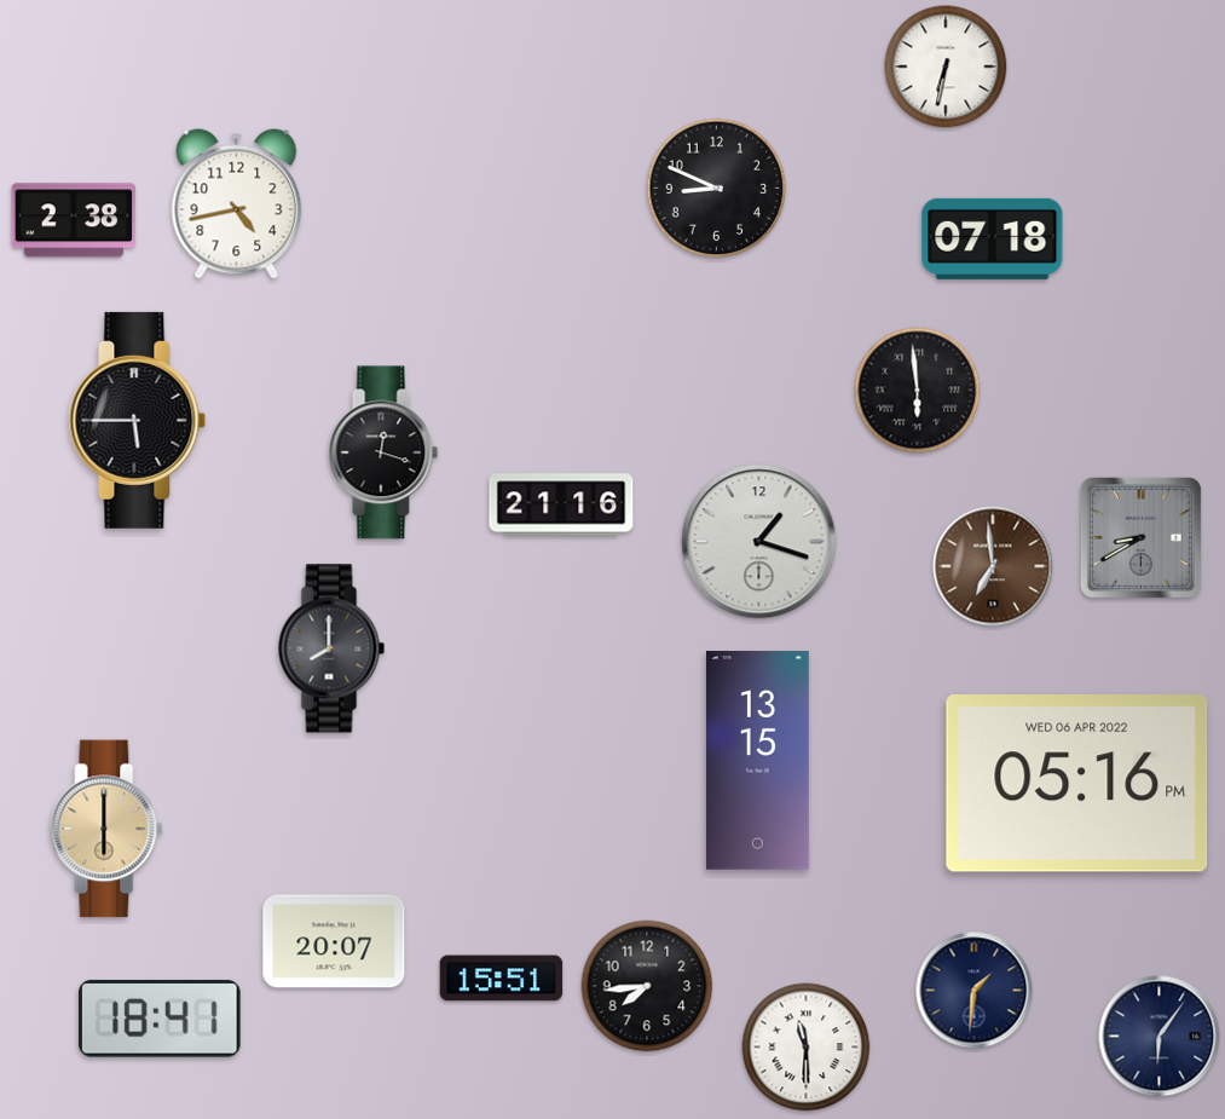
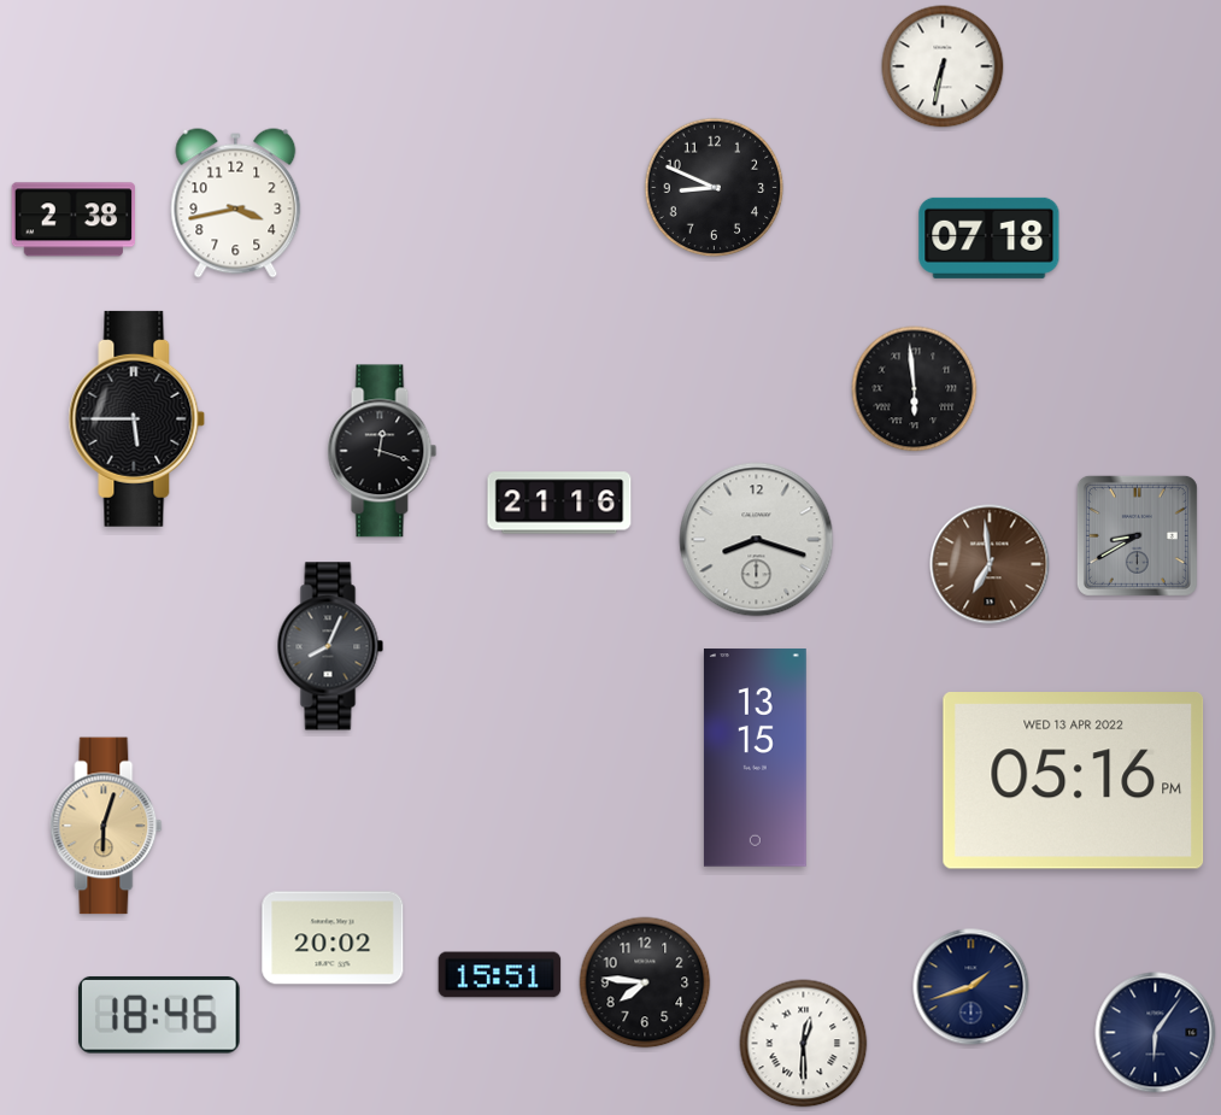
clock at (237, 204): 4:43 -> 3:43
clock at (759, 542): 1:18 -> 8:18
clock at (331, 648): 8:00 -> 8:04
clock at (1077, 784) date: WED 06 APR 2022 -> WED 13 APR 2022
clock at (106, 829): 6:00 -> 6:03
clock at (334, 941): 20:07 -> 20:02
clock at (647, 986): 7:44 -> 7:46
clock at (975, 991): 1:31 -> 1:42
clock at (160, 1019): 18:41 -> 18:46
clock at (807, 1048): 11:30 -> 12:30
